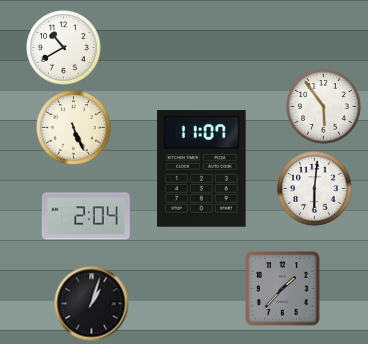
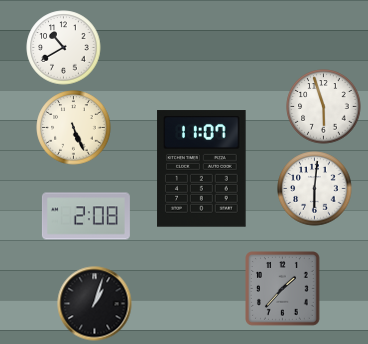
clock at (324, 107): 5:54 -> 5:57
clock at (86, 216): 2:04 -> 2:08
clock at (92, 304) position: (92, 304) -> (95, 304)
